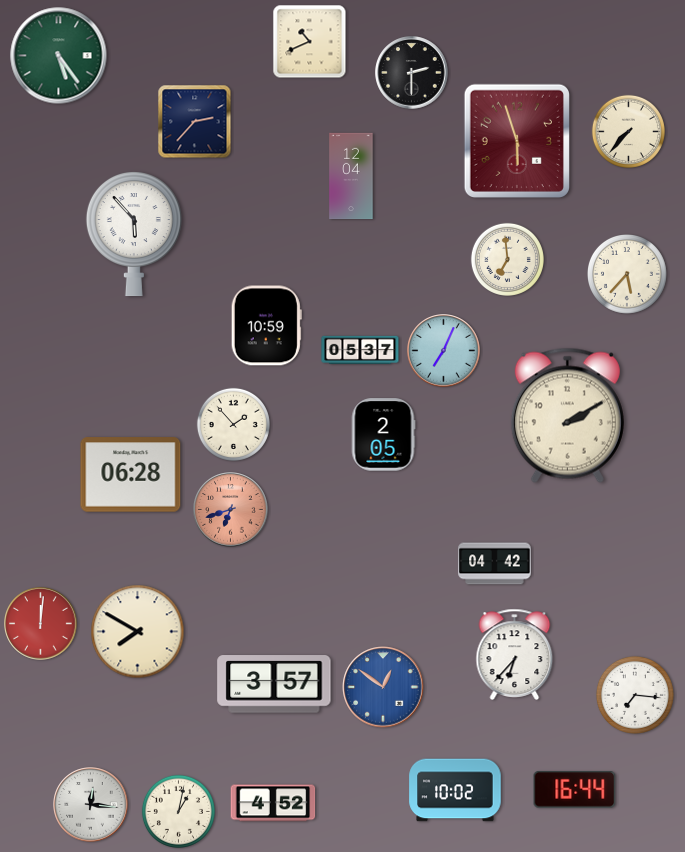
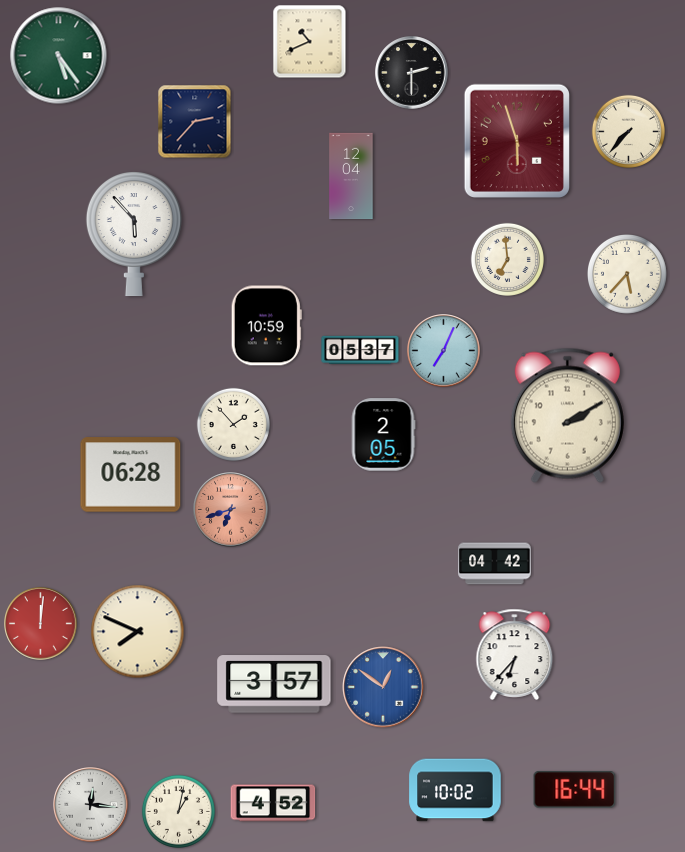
clock at (138, 632): 7:50 -> 7:49
clock at (635, 695): 7:16 -> none
